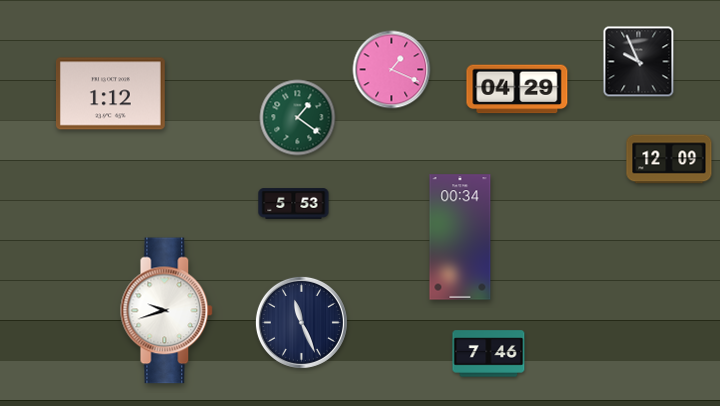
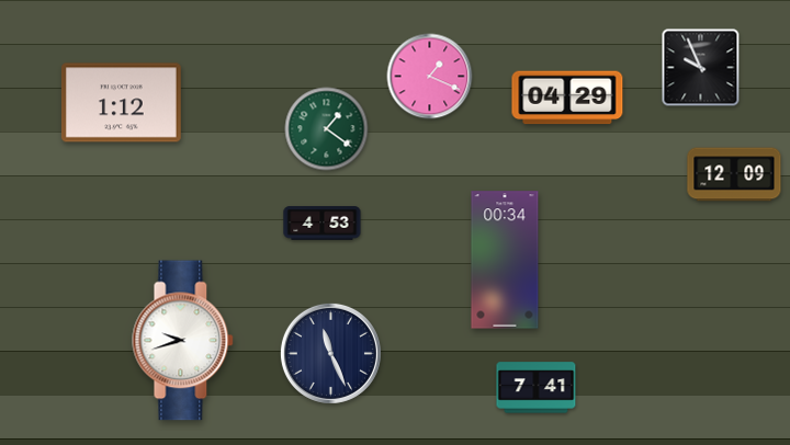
clock at (294, 204): 5:53 -> 4:53
clock at (489, 354): 7:46 -> 7:41
